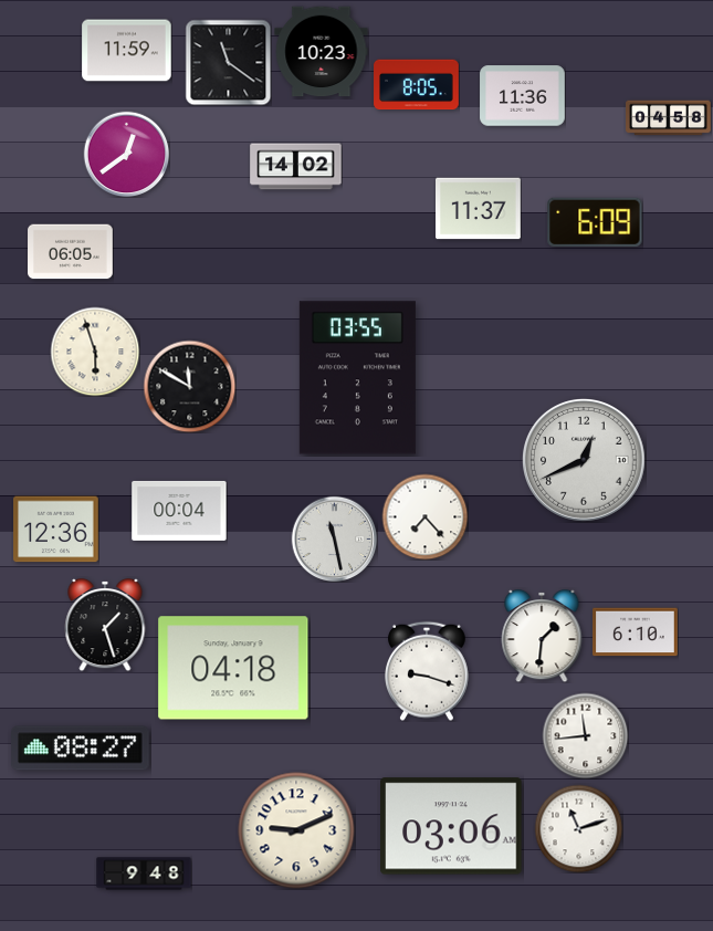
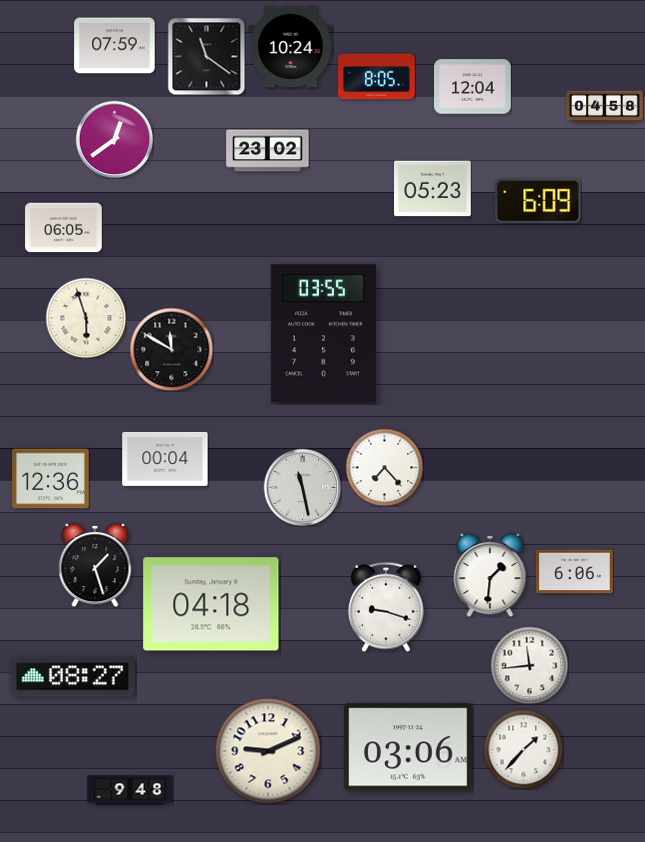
clock at (127, 51): 11:59 -> 07:59
clock at (322, 52): 10:23 -> 10:24
clock at (523, 96): 11:36 -> 12:04
clock at (296, 167): 14:02 -> 23:02
clock at (479, 209): 11:37 -> 05:23
clock at (357, 378) position: (357, 378) -> (323, 334)
clock at (585, 461): 12:41 -> none
clock at (179, 511) position: (179, 511) -> (165, 459)
clock at (636, 632): 6:10 -> 6:06
clock at (578, 828): 11:12 -> 1:37
